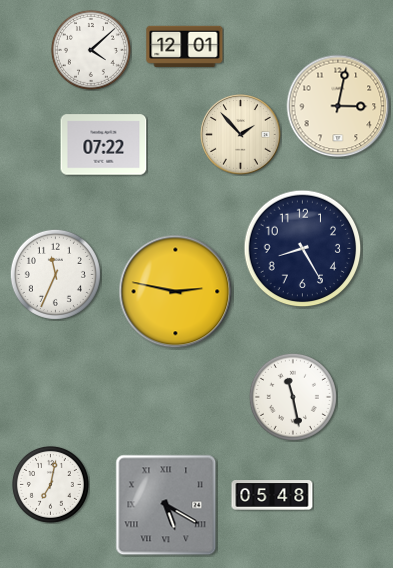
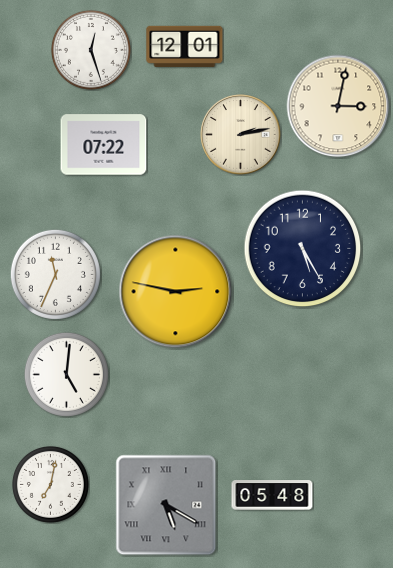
clock at (91, 50): 4:08 -> 12:27
clock at (241, 135): 1:53 -> 2:13
clock at (303, 249): 8:25 -> 5:25
clock at (66, 374): none -> 5:01
clock at (293, 397): 11:28 -> none
